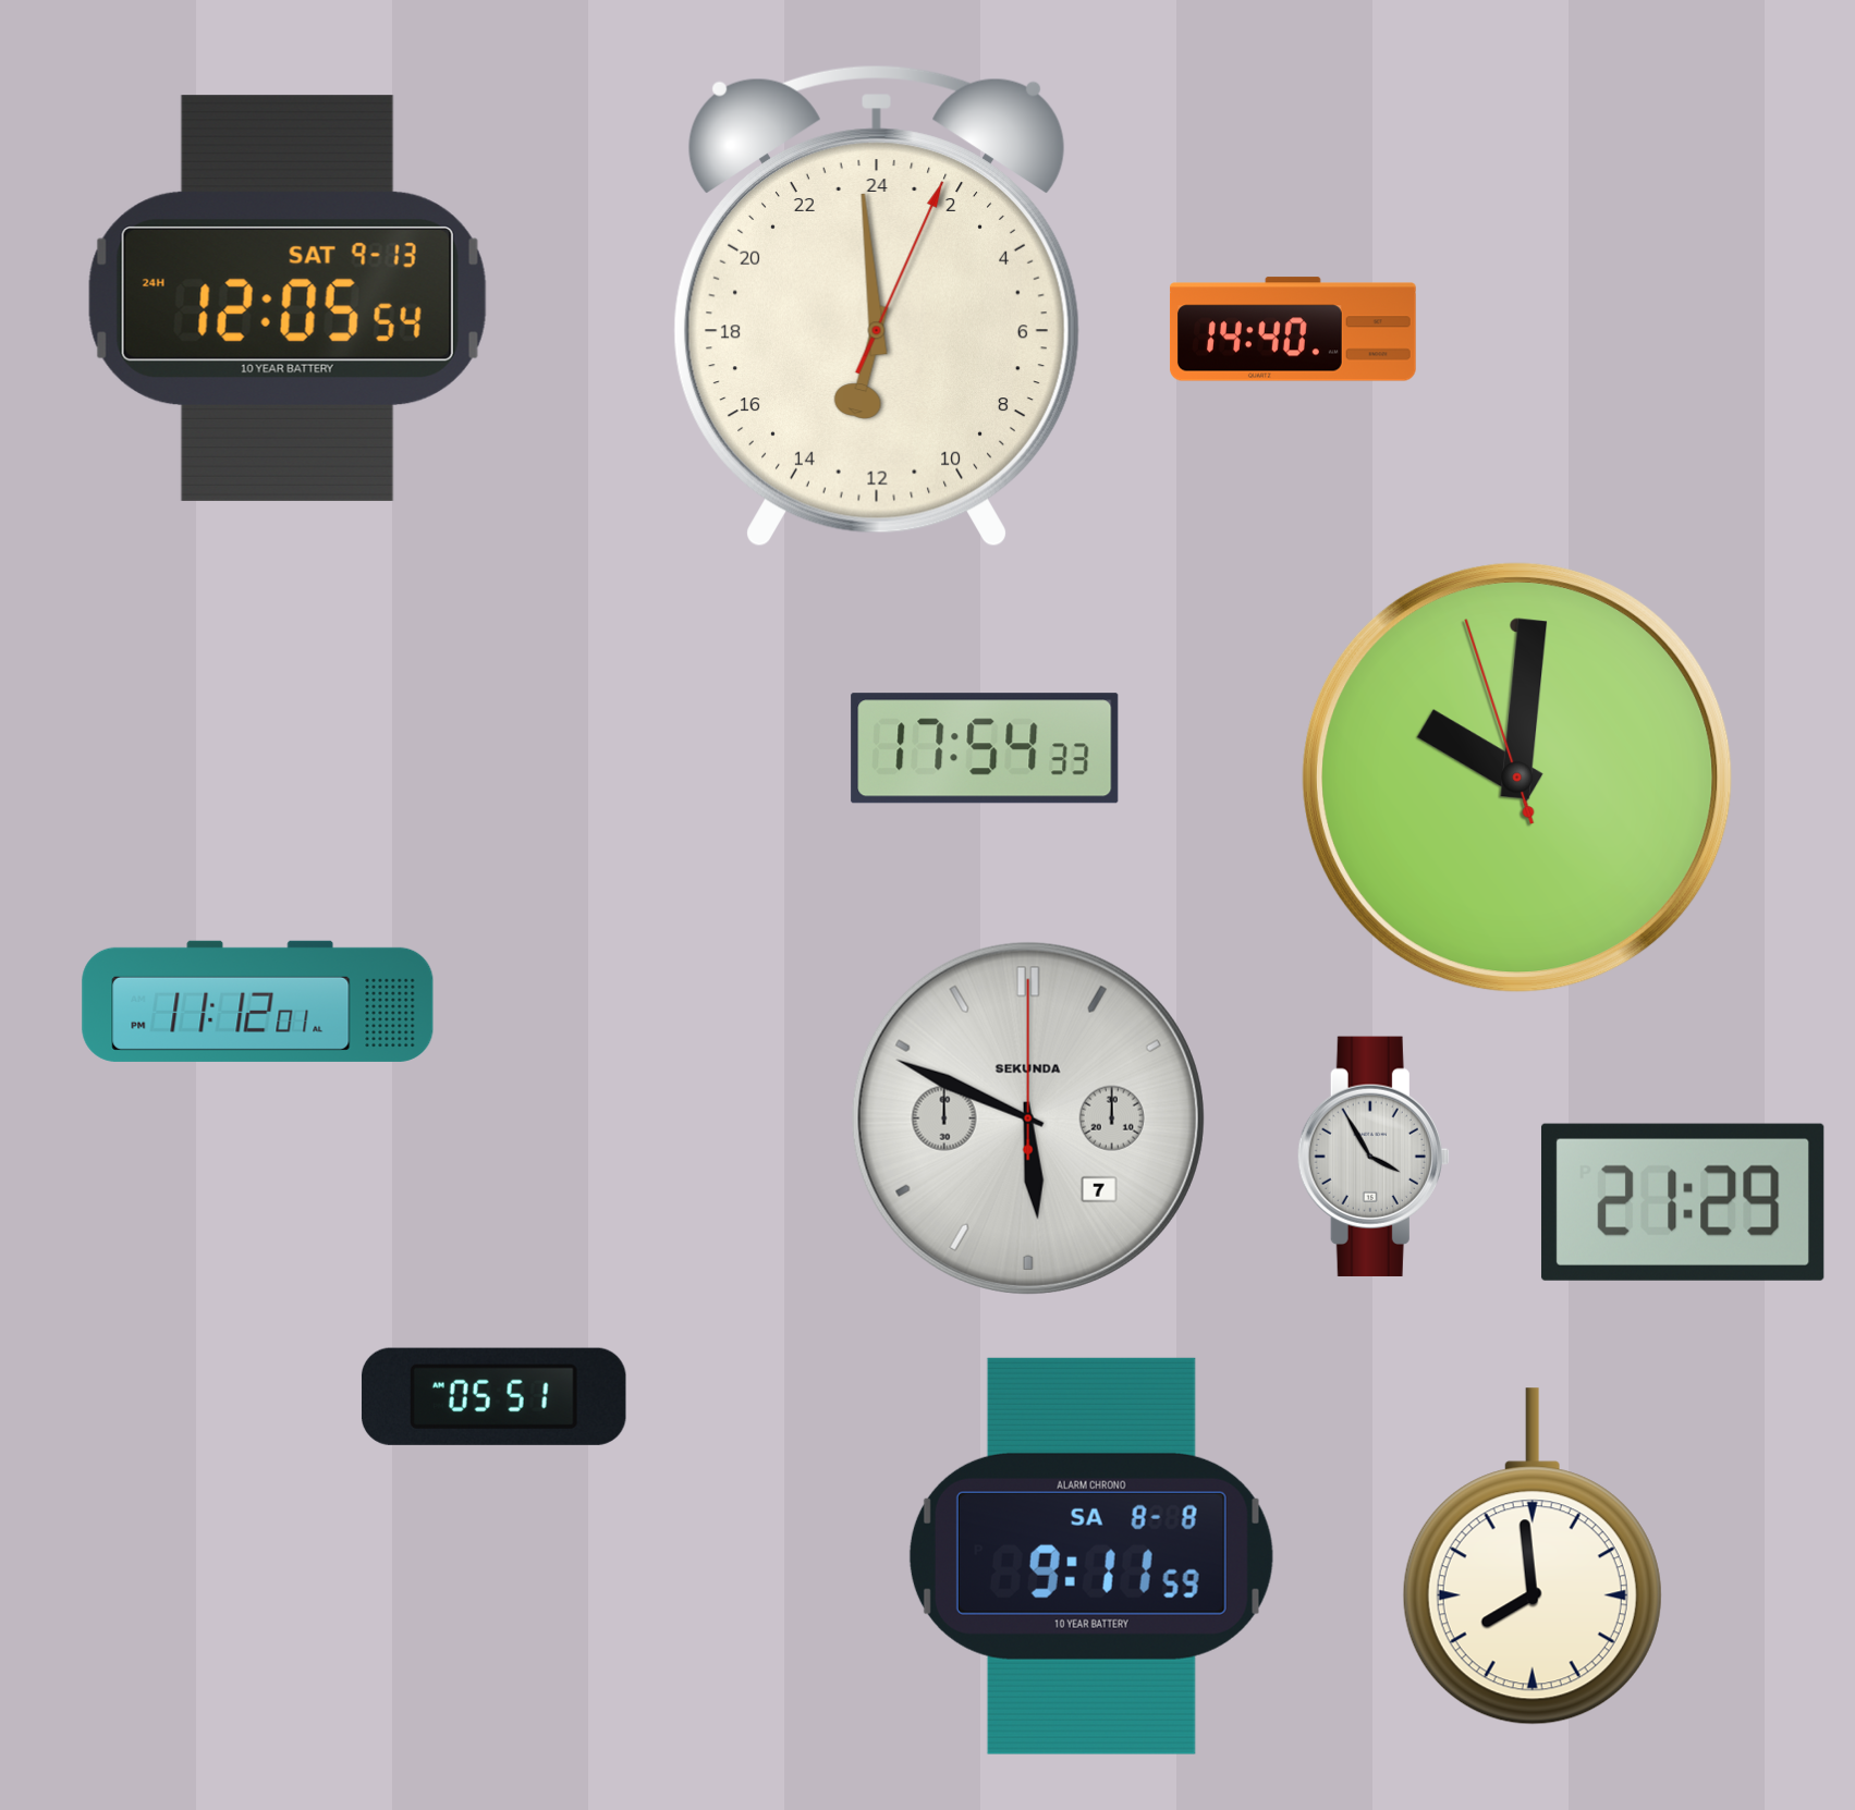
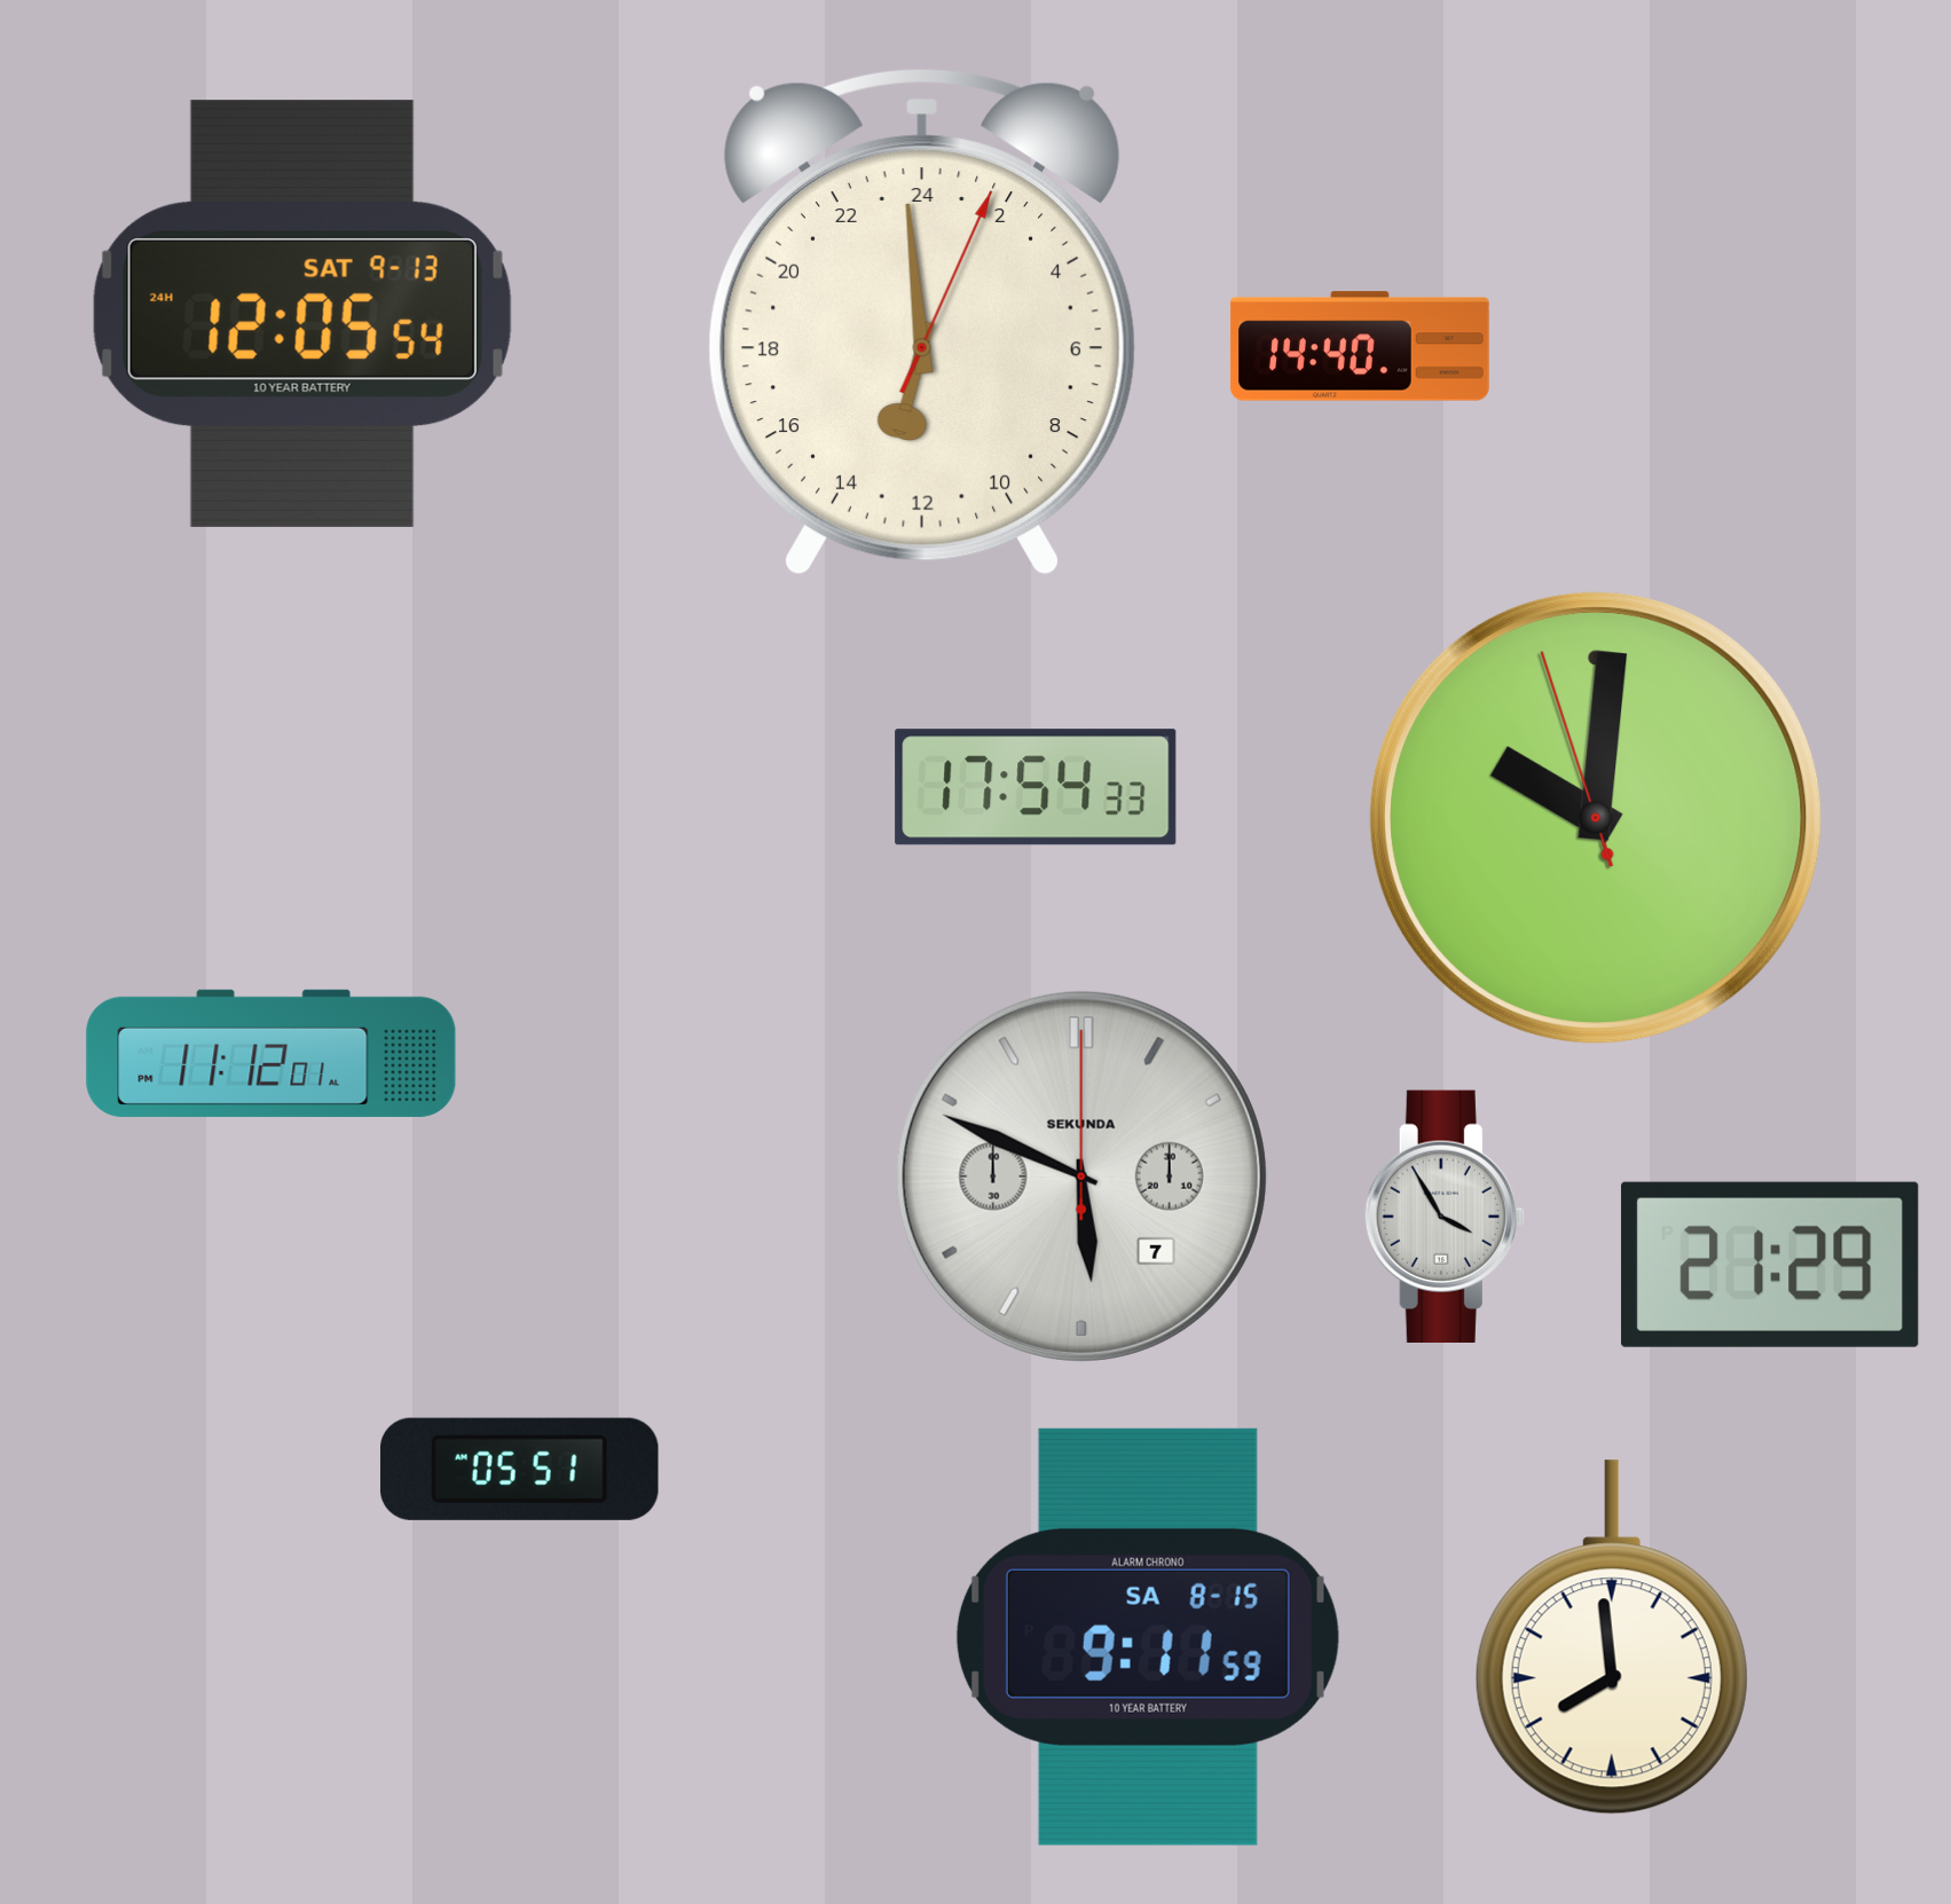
clock at (1091, 1556) date: SA 8-8 -> SA 8-15
